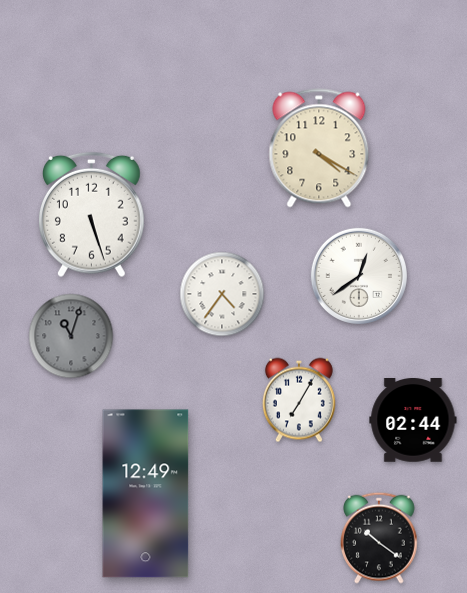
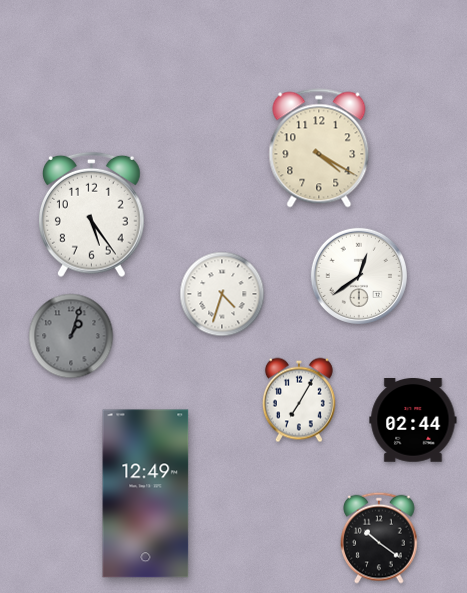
clock at (91, 215): 5:27 -> 5:24
clock at (222, 294): 4:36 -> 4:33
clock at (71, 336): 11:03 -> 1:03
